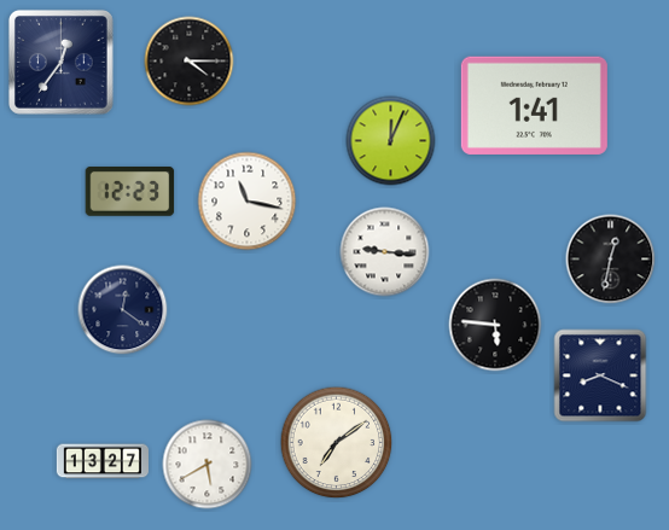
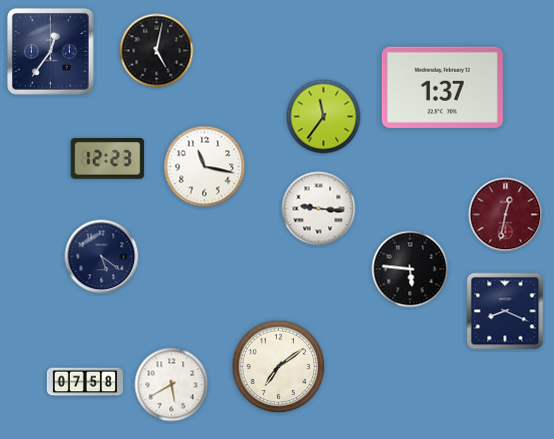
clock at (190, 62): 4:15 -> 5:02
clock at (534, 105): 1:41 -> 1:37
clock at (391, 141): 12:04 -> 11:36
clock at (611, 260) dial: black -> burgundy
clock at (123, 310): 12:21 -> 5:21
clock at (600, 375) position: (600, 375) -> (505, 311)
clock at (103, 461): 13:27 -> 07:58
